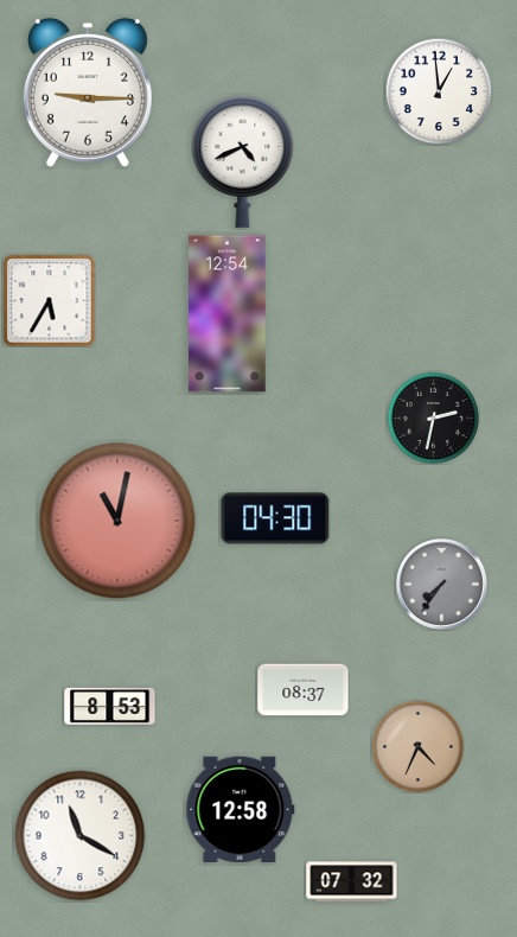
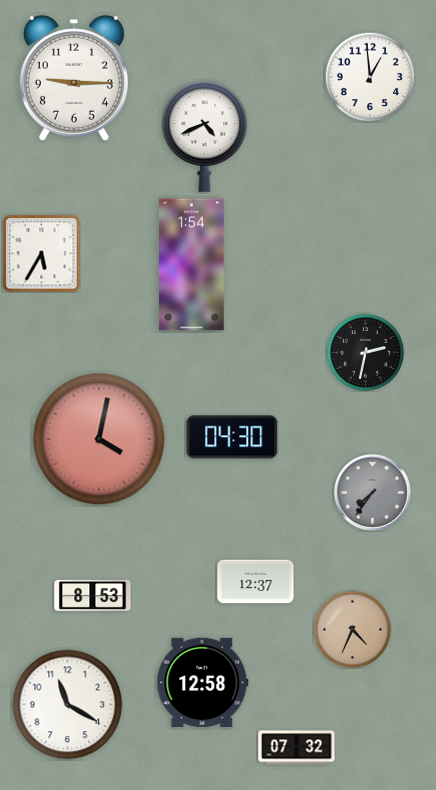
clock at (228, 314): 12:54 -> 1:54
clock at (117, 521): 11:02 -> 4:02
clock at (304, 690): 08:37 -> 12:37
clock at (352, 882) position: (352, 882) -> (297, 748)
